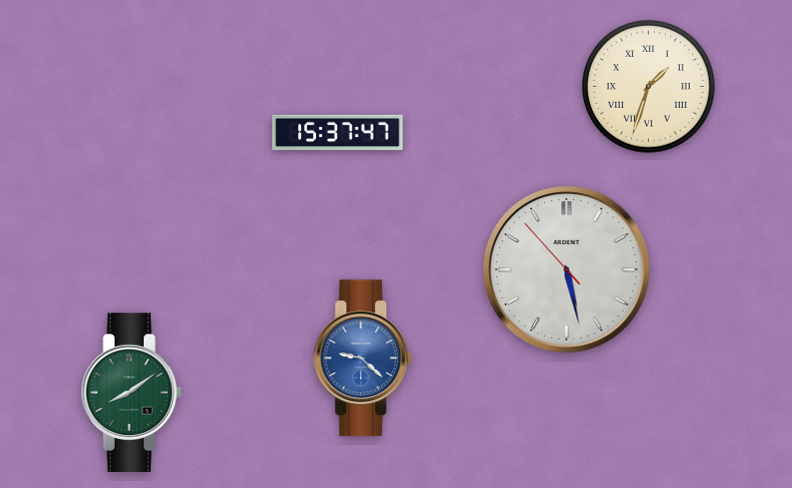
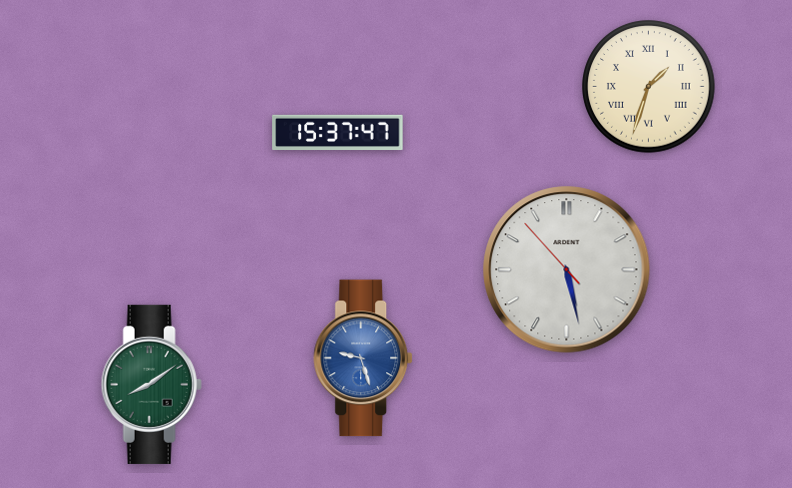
clock at (364, 358): 9:22 -> 9:27
clock at (131, 392) position: (131, 392) -> (151, 384)
